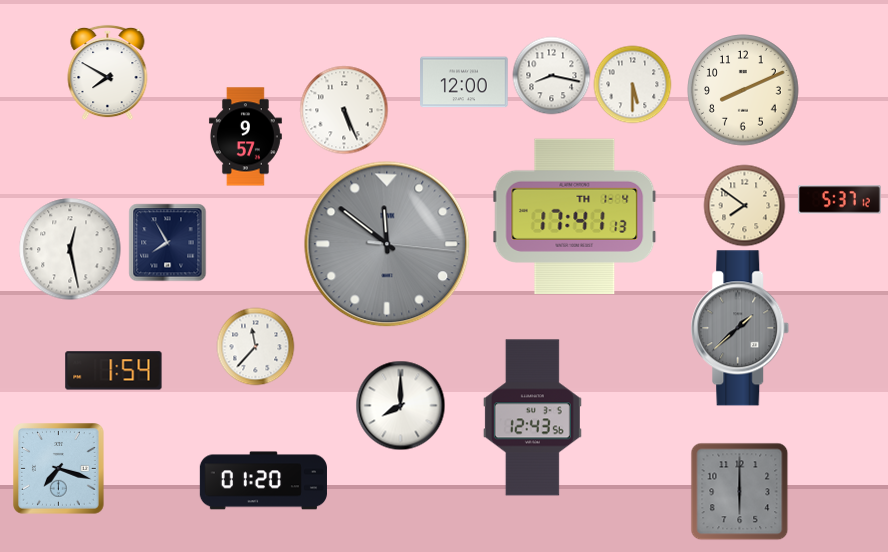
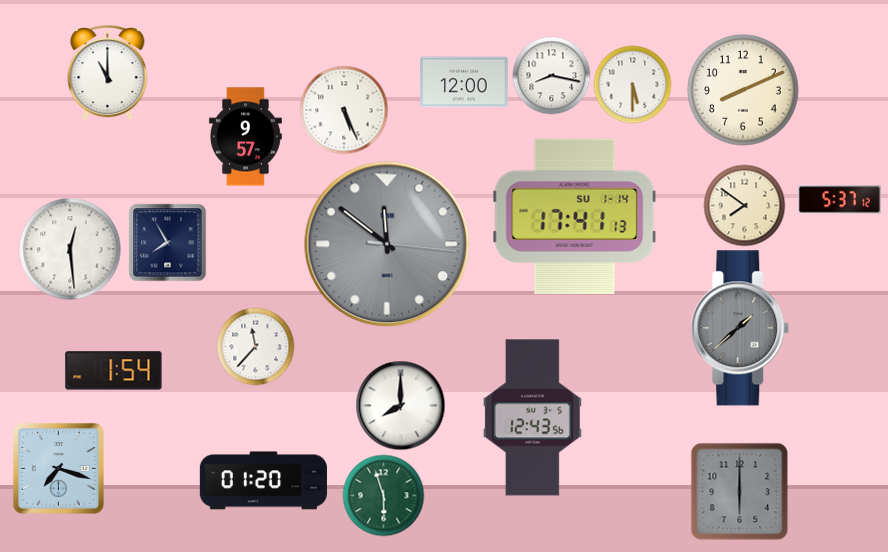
clock at (108, 72): 7:50 -> 11:00
clock at (575, 217) date: TH 1-4 -> SU 1-14
clock at (70, 249): 12:28 -> 12:29
clock at (383, 495): none -> 5:57
